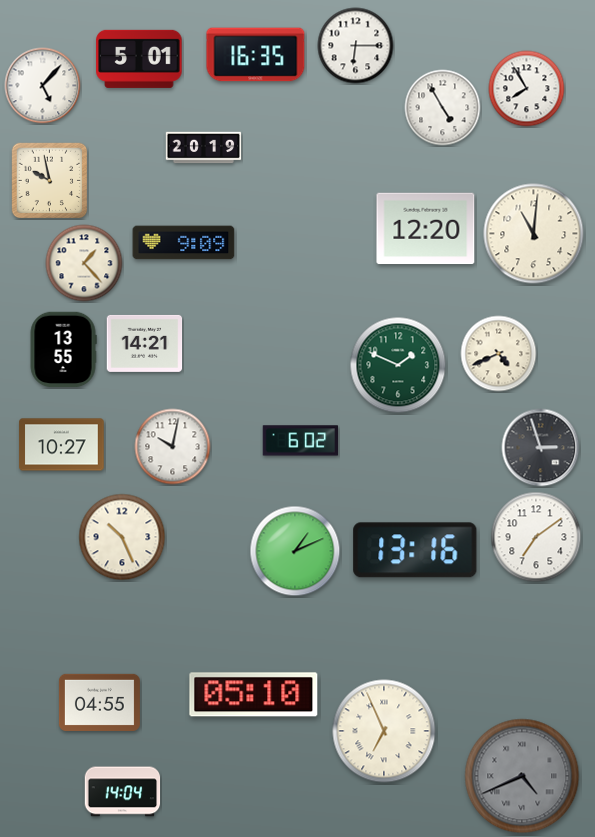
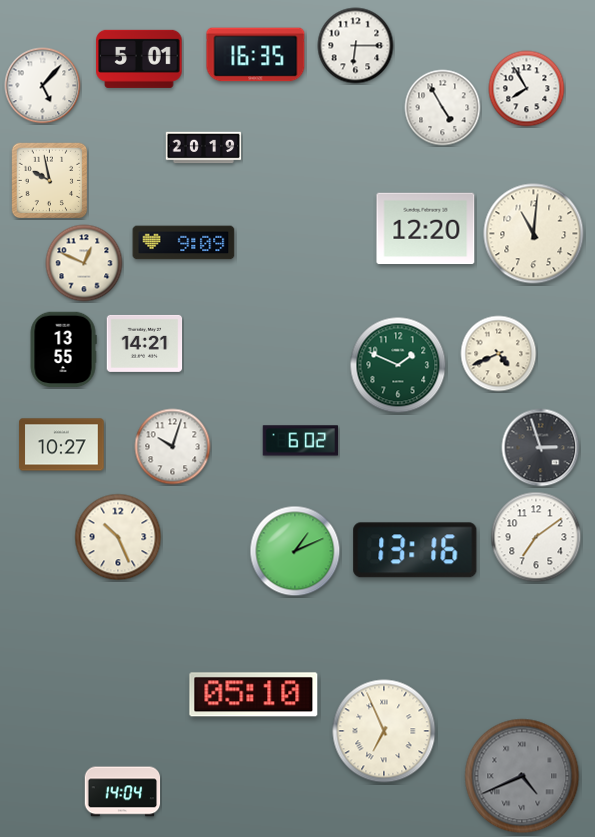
clock at (84, 263): 1:23 -> 12:49
clock at (173, 447): 10:02 -> 10:03
clock at (122, 537) position: (122, 537) -> (118, 537)
clock at (99, 702): 04:55 -> none
